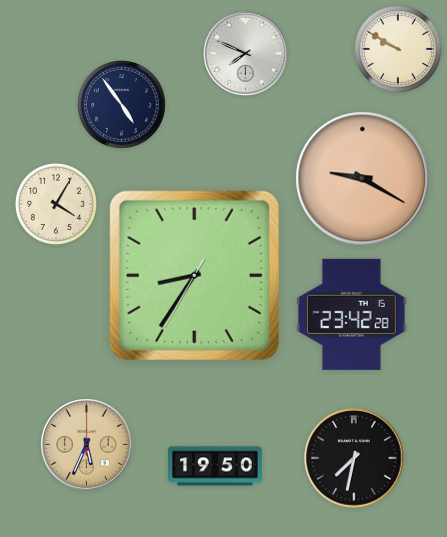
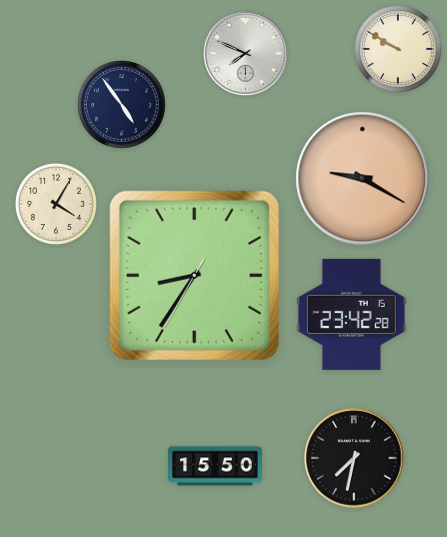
clock at (87, 445): 5:34 -> none
clock at (215, 466): 19:50 -> 15:50
